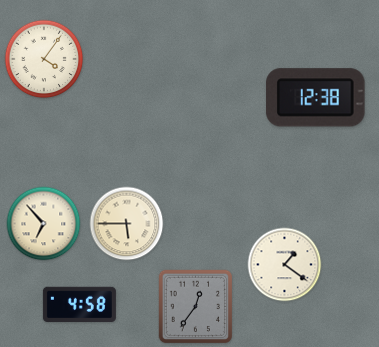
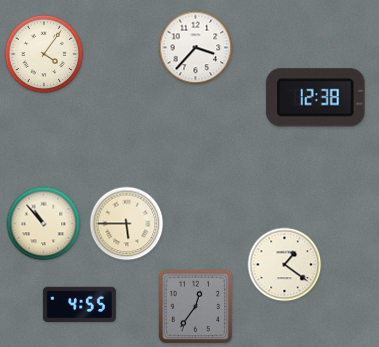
clock at (196, 48): none -> 3:37
clock at (44, 59) position: (44, 59) -> (44, 54)
clock at (44, 224): 6:53 -> 10:53
clock at (79, 304): 4:58 -> 4:55
